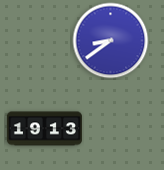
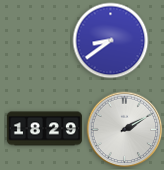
clock at (44, 129): 19:13 -> 18:29
clock at (125, 130): none -> 2:10
